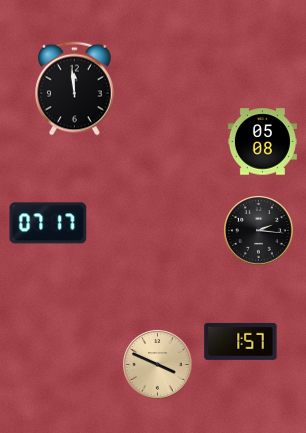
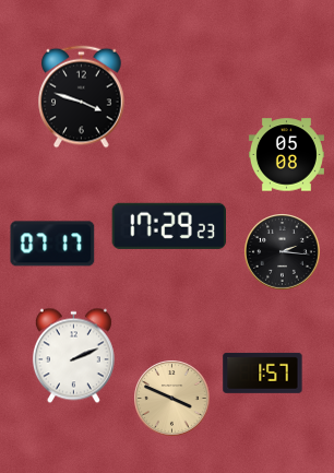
clock at (75, 89): 11:59 -> 3:48
clock at (168, 226): none -> 17:29
clock at (73, 356): none -> 2:11
